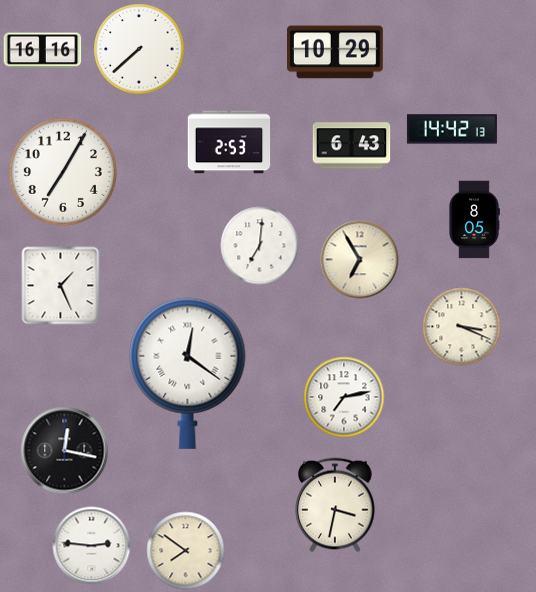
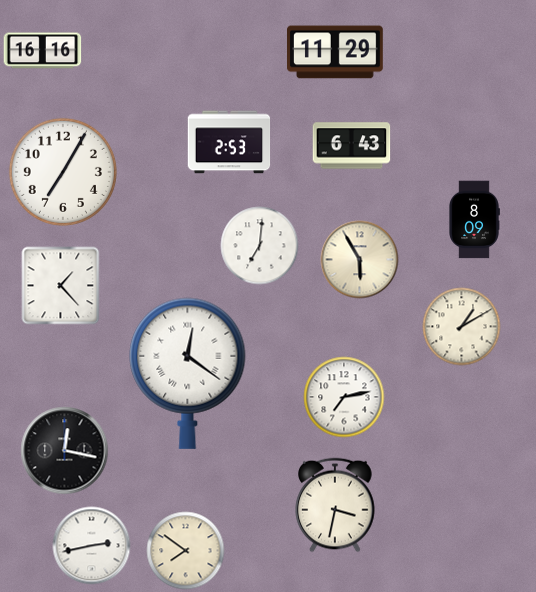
clock at (139, 49): 7:38 -> none
clock at (336, 52): 10:29 -> 11:29
clock at (452, 129): 14:42 -> none
clock at (474, 219): 8:05 -> 8:09
clock at (359, 259): 6:55 -> 5:55
clock at (60, 285): 1:26 -> 1:23
clock at (461, 326): 3:19 -> 1:10
clock at (91, 545): 2:46 -> 2:43
